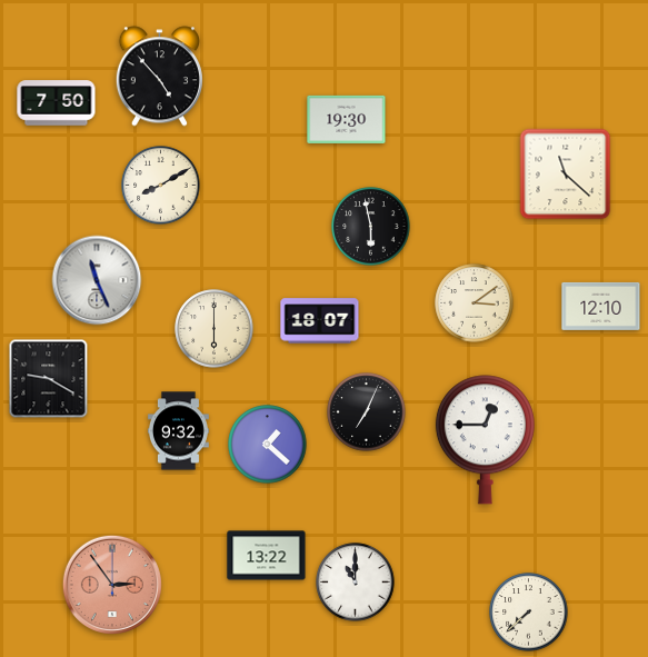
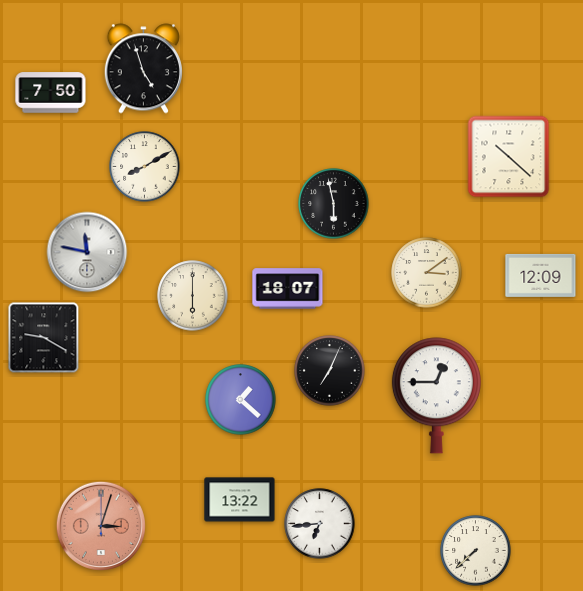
clock at (159, 77): 4:53 -> 4:57
clock at (347, 119): 19:30 -> none
clock at (566, 175): 11:22 -> 10:22
clock at (97, 280): 11:26 -> 11:47
clock at (601, 306): 12:10 -> 12:09
clock at (49, 379) position: (49, 379) -> (44, 338)
clock at (178, 431): 9:32 -> none
clock at (356, 583): 11:00 -> 6:44
clock at (112, 585): 2:54 -> 3:03
